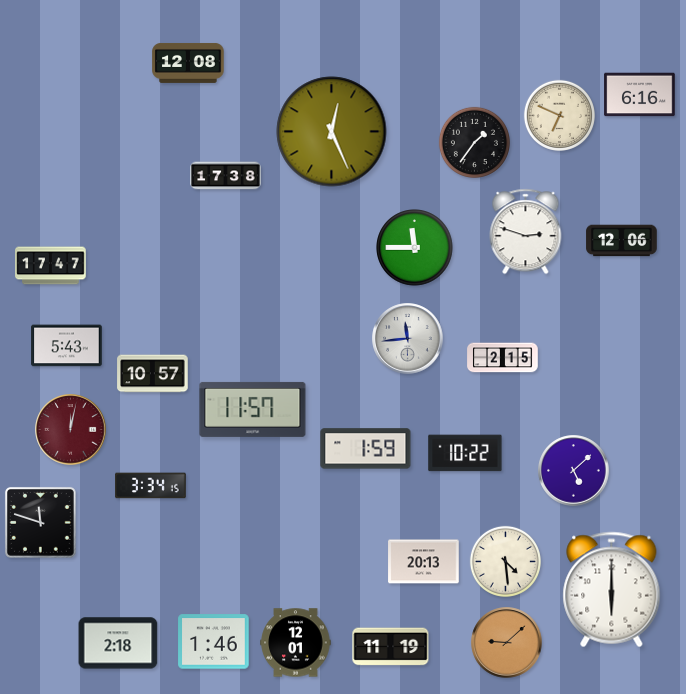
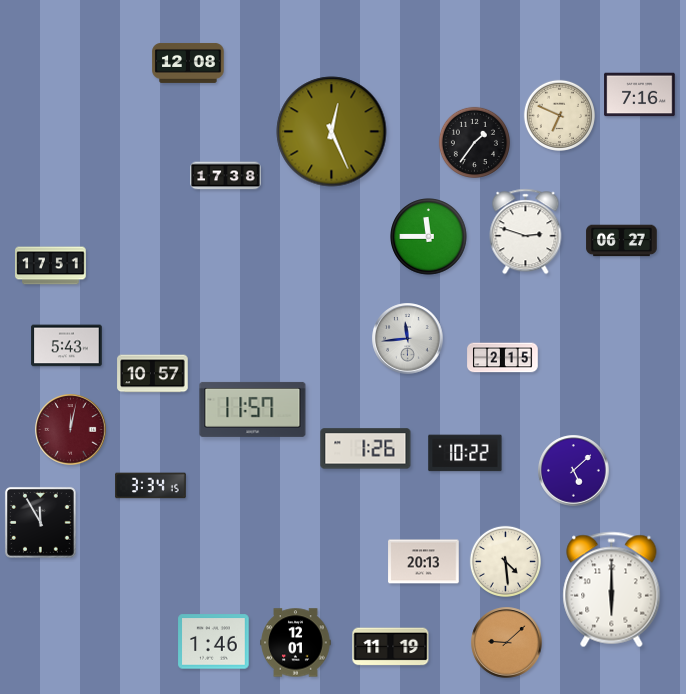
clock at (640, 95): 6:16 -> 7:16
clock at (622, 241): 12:06 -> 06:27
clock at (415, 248) position: (415, 248) -> (429, 237)
clock at (51, 266): 17:47 -> 17:51
clock at (366, 449): 1:59 -> 1:26
clock at (40, 522): 11:48 -> 11:55
clock at (118, 643): 2:18 -> none
